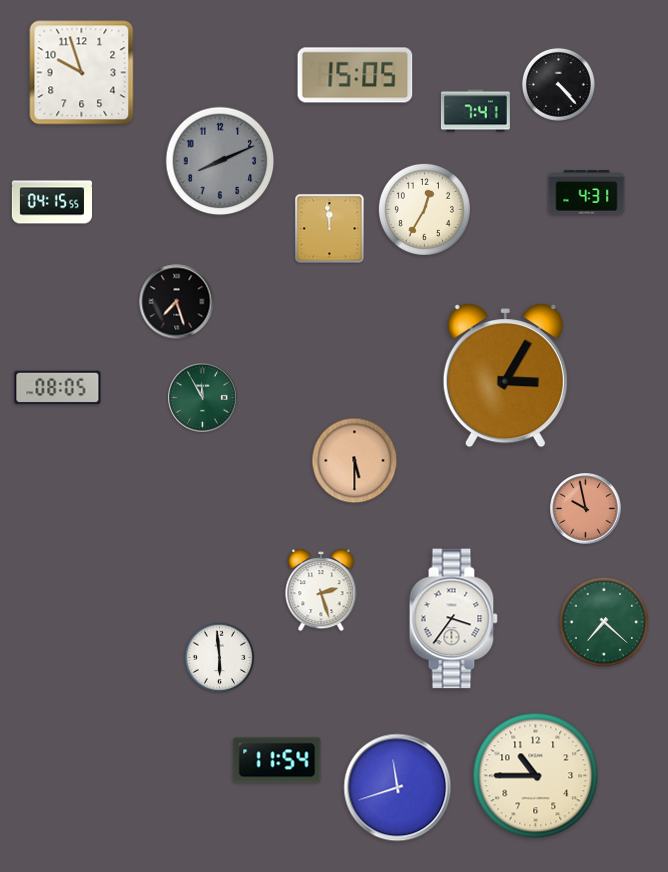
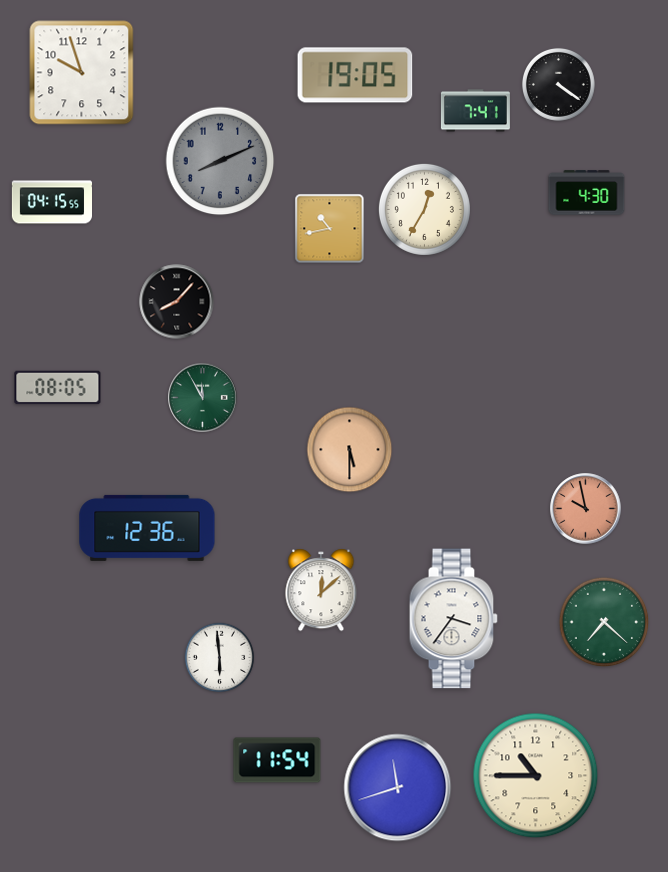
clock at (355, 75): 15:05 -> 19:05
clock at (559, 84): 4:23 -> 4:21
clock at (587, 193): 4:31 -> 4:30
clock at (330, 229): 11:59 -> 10:43
clock at (177, 302): 7:27 -> 8:07
clock at (505, 376): 3:05 -> none
clock at (355, 461) position: (355, 461) -> (350, 450)
clock at (147, 528): none -> 12:36
clock at (321, 590): 2:27 -> 12:08
